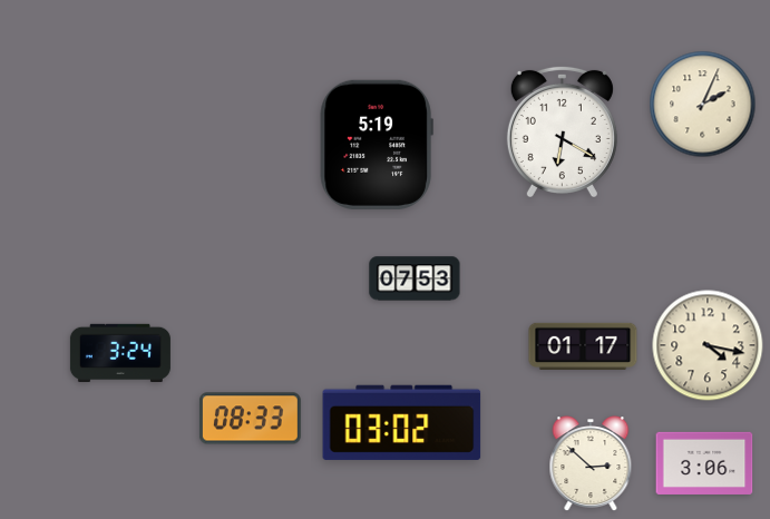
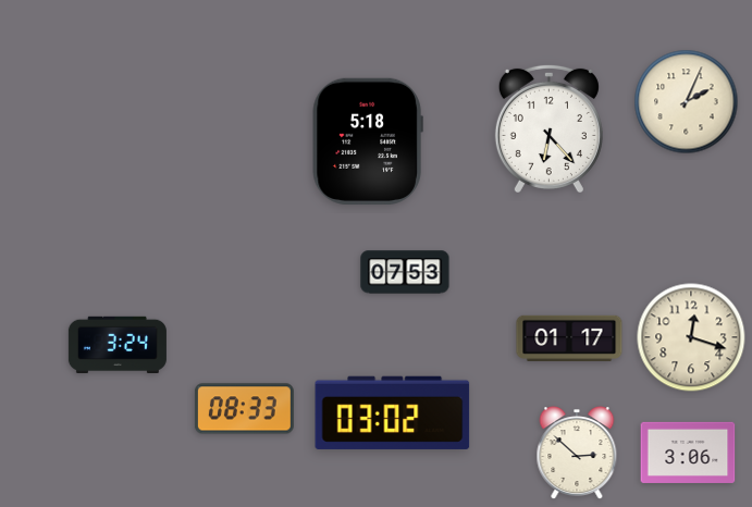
clock at (562, 130): 6:20 -> 6:23
clock at (377, 145): 5:19 -> 5:18
clock at (708, 345): 4:17 -> 12:18
